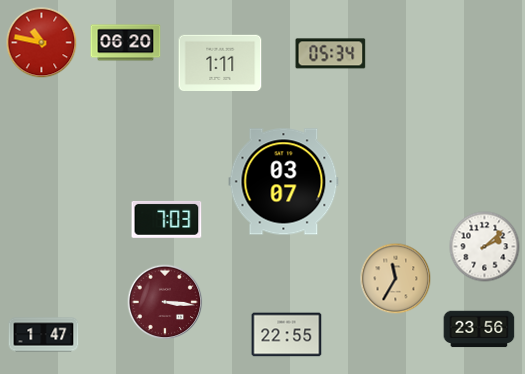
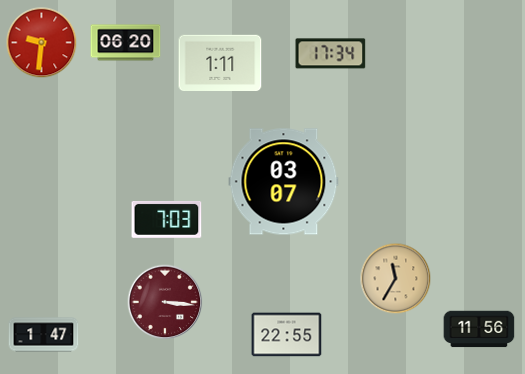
clock at (42, 43): 10:47 -> 9:31
clock at (331, 54): 05:34 -> 17:34
clock at (485, 247): 2:08 -> none
clock at (479, 329): 23:56 -> 11:56
